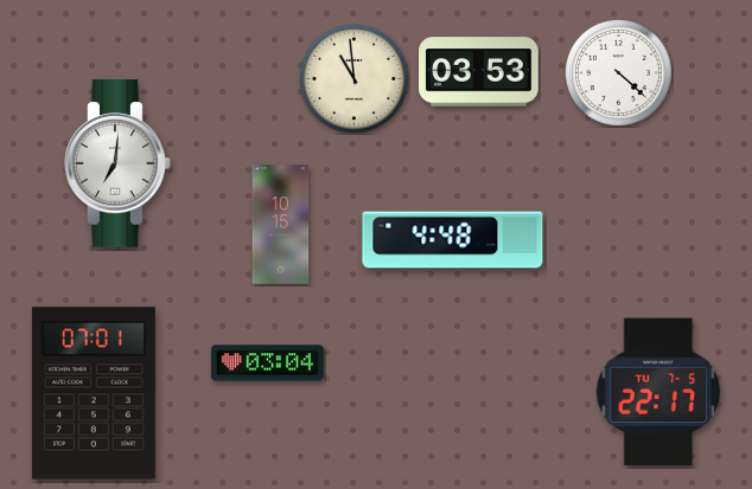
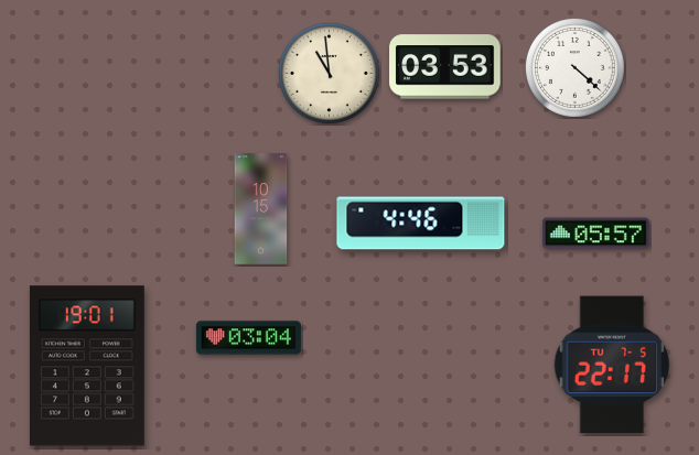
clock at (117, 163): 7:01 -> none
clock at (453, 240): 4:48 -> 4:46
clock at (595, 234): none -> 05:57
clock at (94, 393): 07:01 -> 19:01
